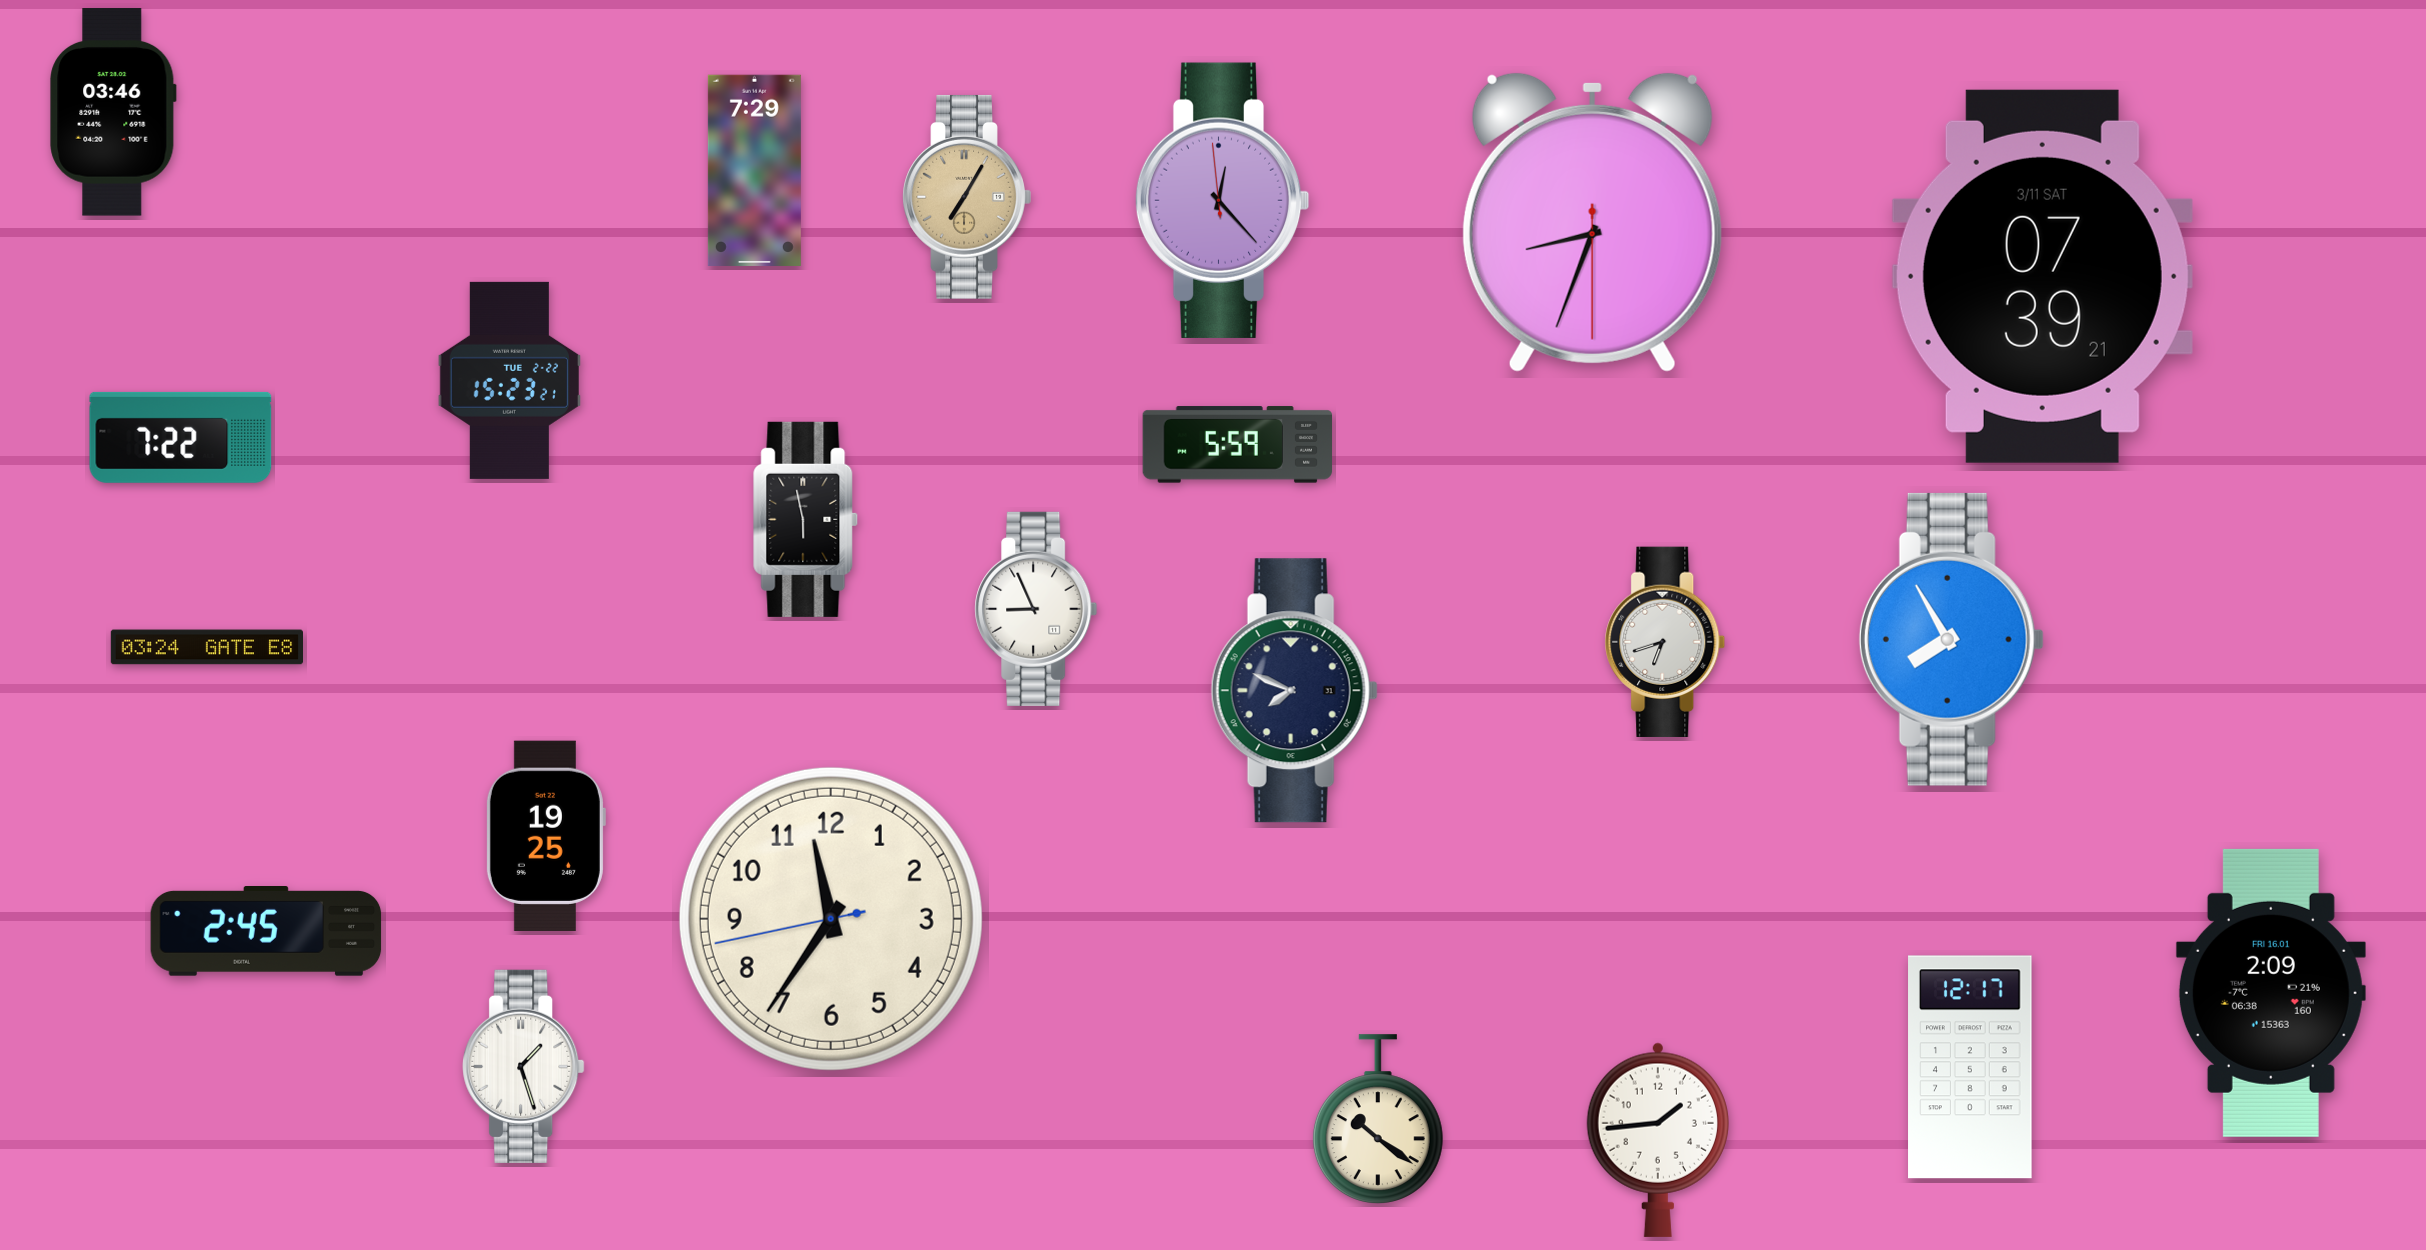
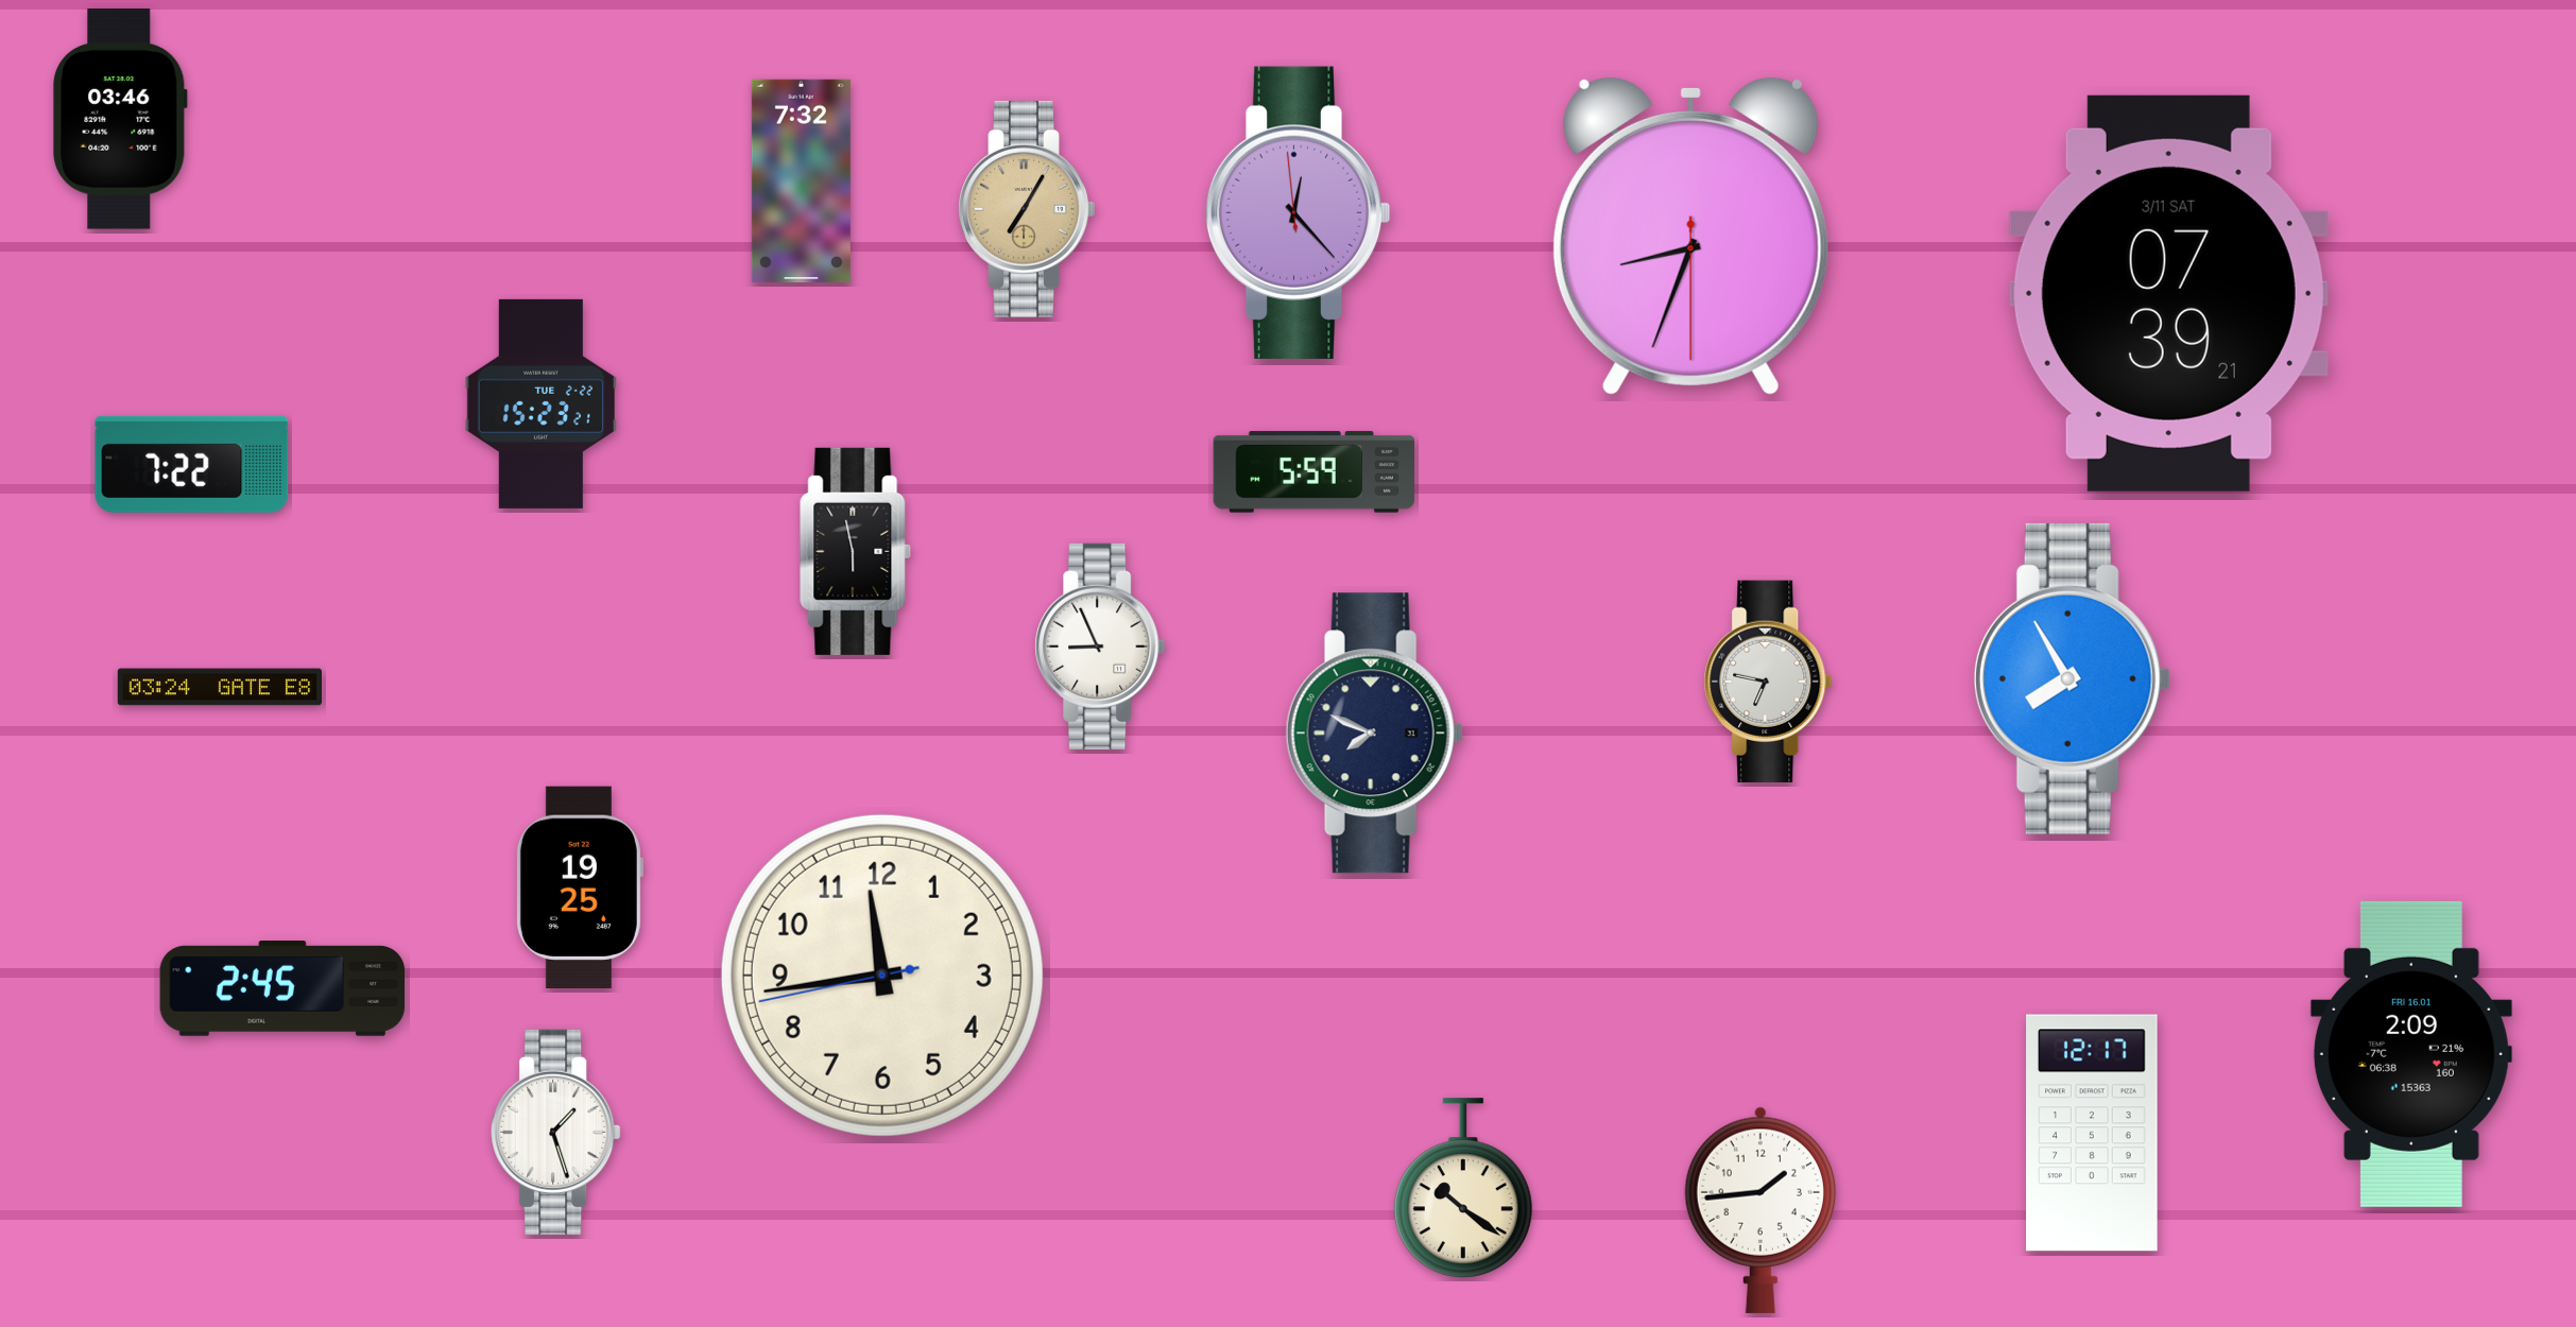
clock at (754, 170): 7:29 -> 7:32
clock at (1665, 642): 6:42 -> 6:47
clock at (831, 919): 11:35 -> 11:43
